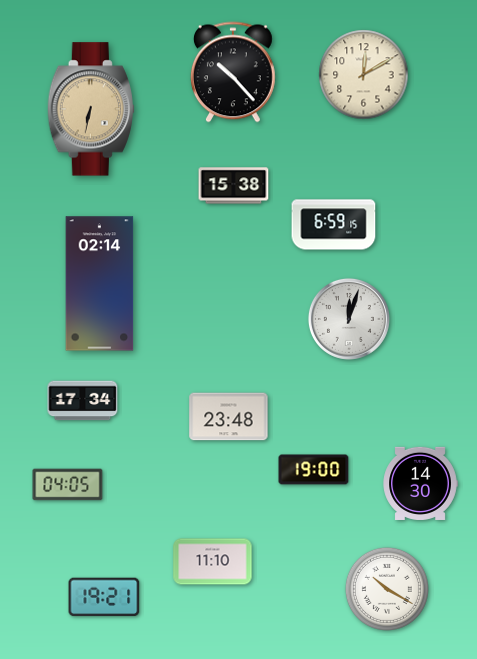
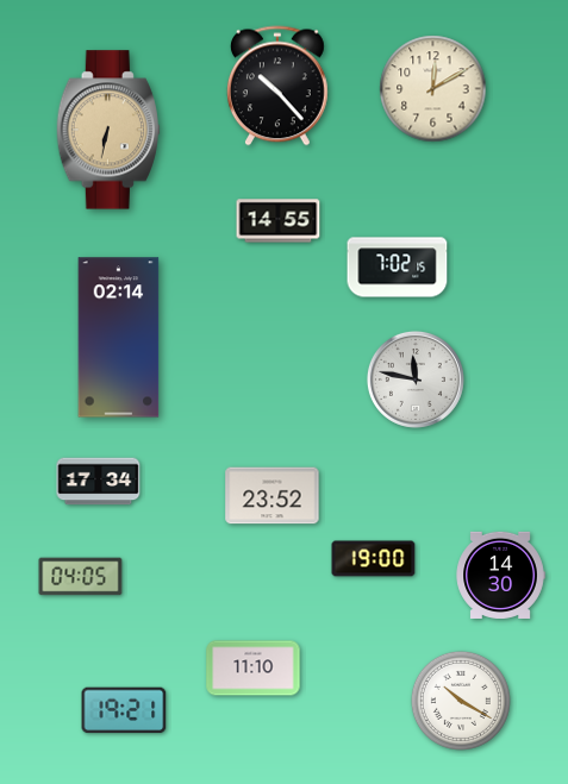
clock at (234, 186): 15:38 -> 14:55
clock at (334, 225): 6:59 -> 7:02
clock at (349, 319): 12:03 -> 11:47
clock at (83, 401) position: (83, 401) -> (99, 482)
clock at (229, 417): 23:48 -> 23:52
